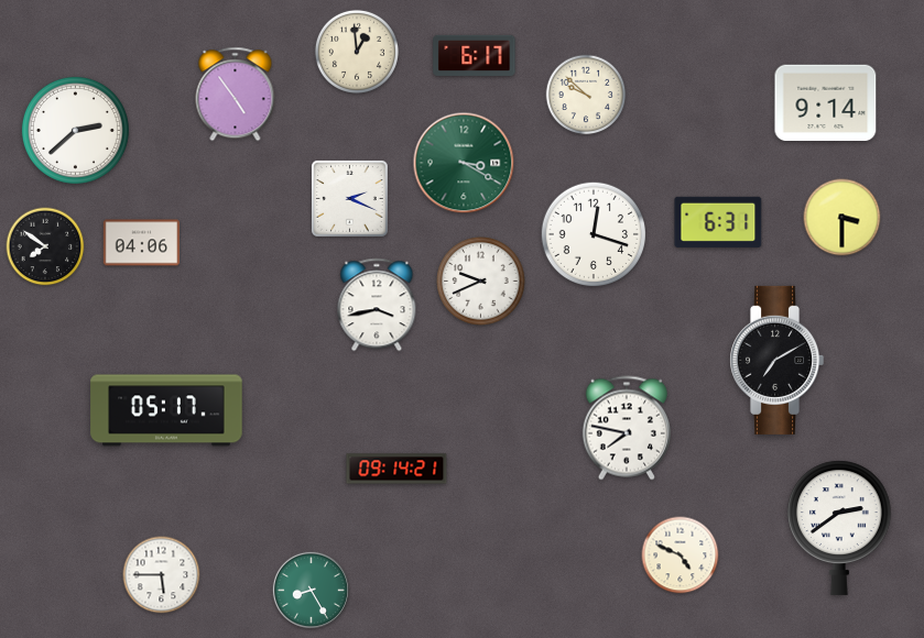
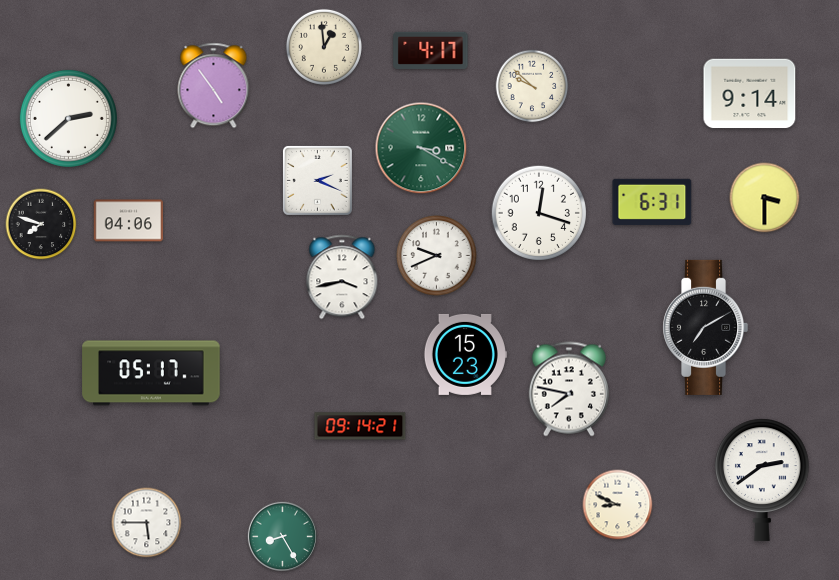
clock at (475, 55): 6:17 -> 4:17
clock at (45, 246): 7:51 -> 7:48
clock at (465, 354): none -> 15:23
clock at (681, 555): 4:49 -> 8:49
